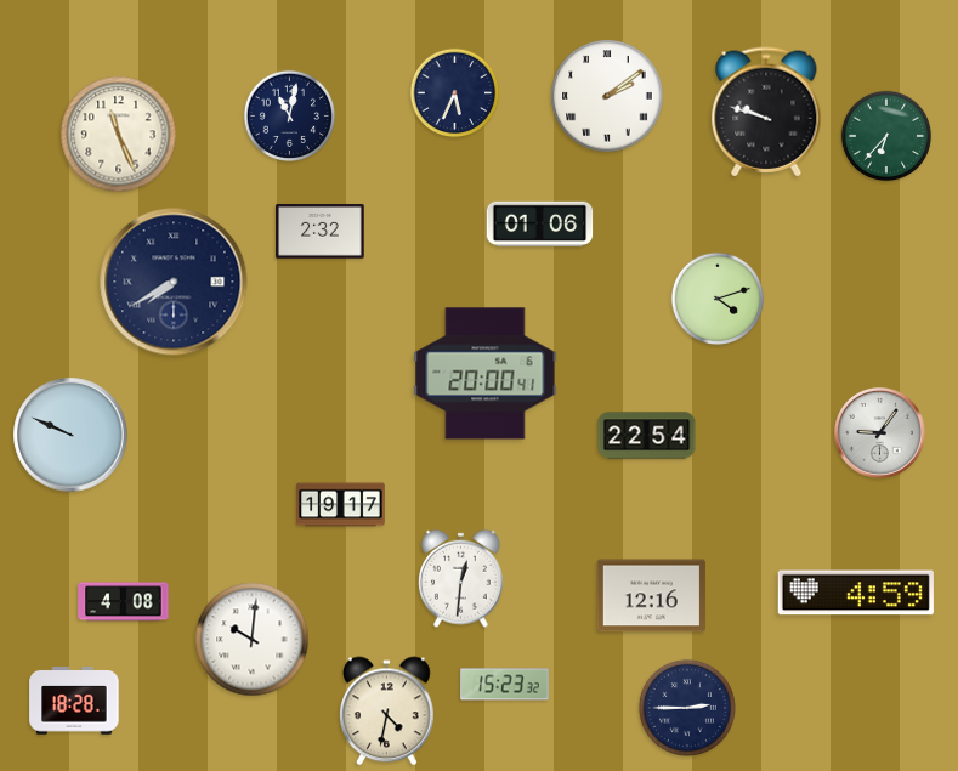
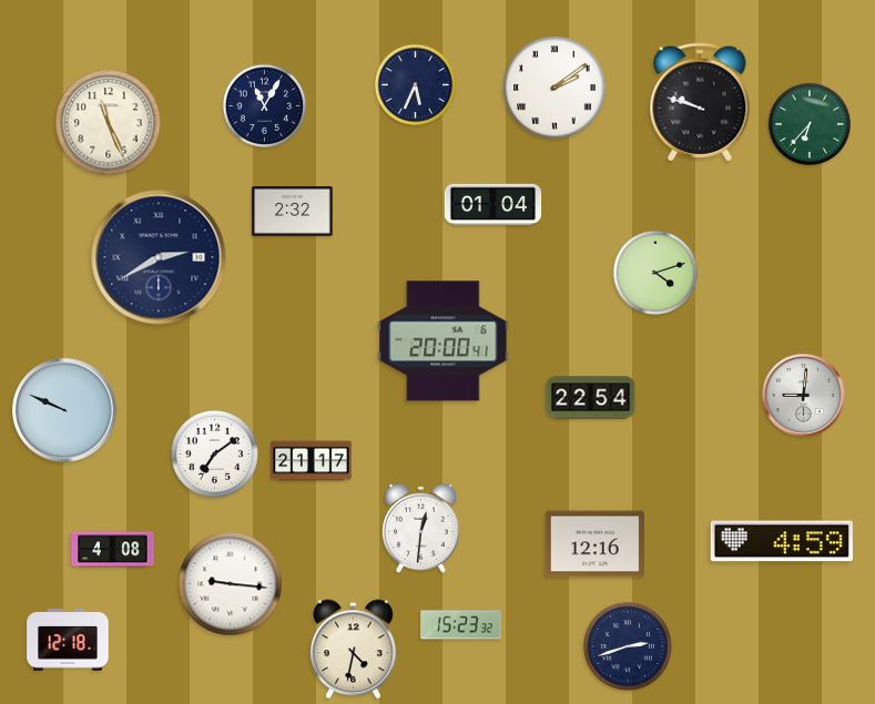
clock at (289, 115): 11:02 -> 11:05
clock at (540, 225): 01:06 -> 01:04
clock at (174, 282): 7:40 -> 2:40
clock at (880, 433): 9:06 -> 9:01
clock at (70, 435) position: (70, 435) -> (64, 410)
clock at (214, 453): none -> 7:09
clock at (341, 505): 19:17 -> 21:17
clock at (253, 640): 10:01 -> 9:16
clock at (74, 701): 18:28 -> 12:18
clock at (687, 708): 2:45 -> 2:42
